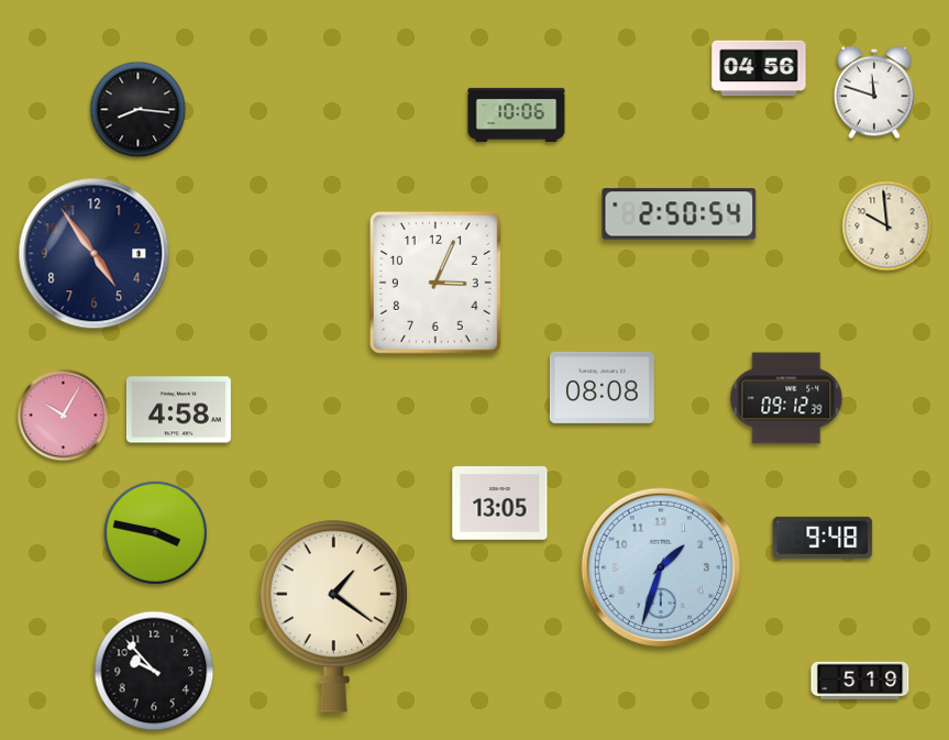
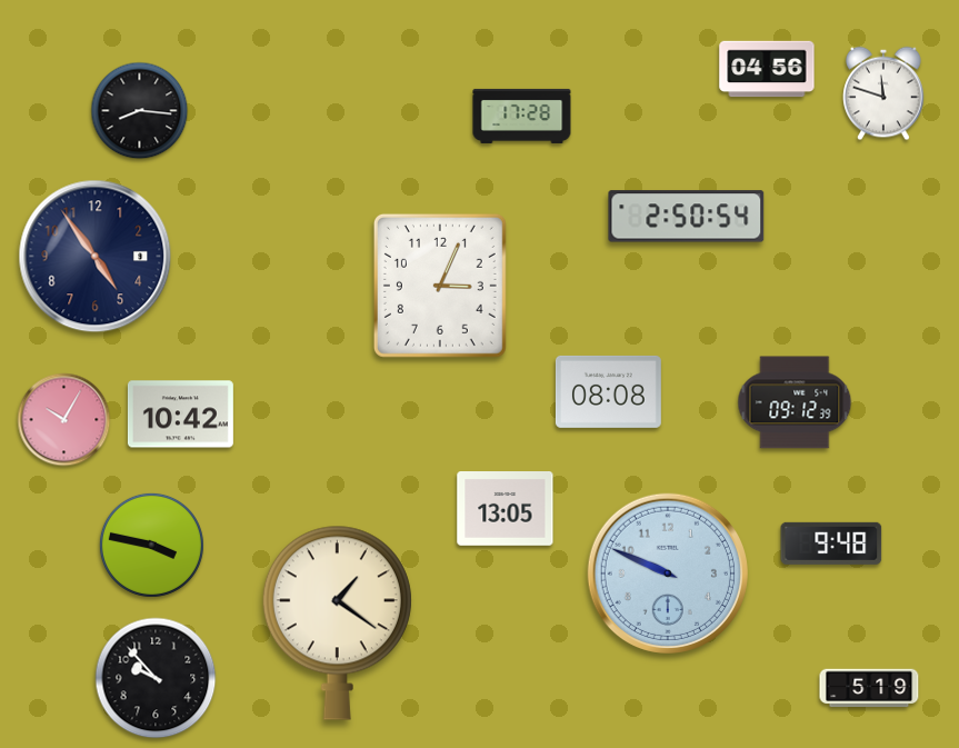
clock at (517, 114): 10:06 -> 17:28
clock at (887, 227): 9:59 -> none
clock at (178, 410): 4:58 -> 10:42
clock at (155, 532) position: (155, 532) -> (151, 545)
clock at (661, 567): 1:33 -> 9:49
